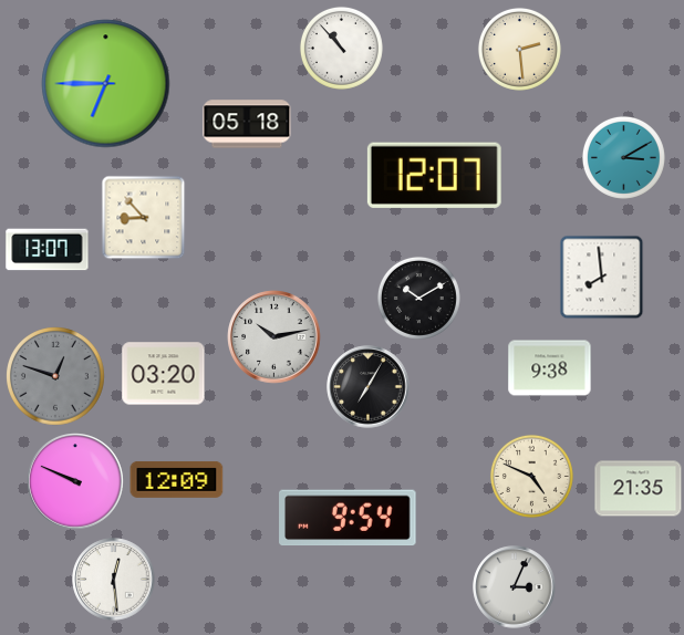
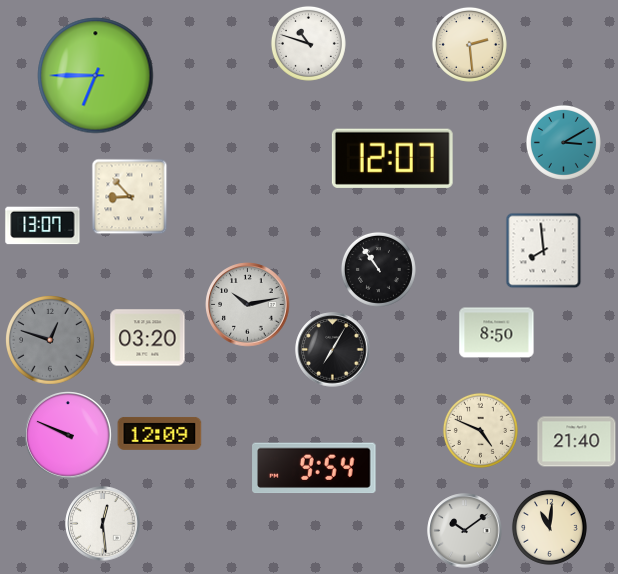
clock at (341, 48): 10:53 -> 10:48
clock at (247, 124): 05:18 -> none
clock at (418, 298): 10:10 -> 10:54
clock at (550, 368): 9:38 -> 8:50
clock at (639, 489): 21:35 -> 21:40
clock at (549, 527): none -> 11:01
clock at (515, 587): 3:04 -> 10:09
